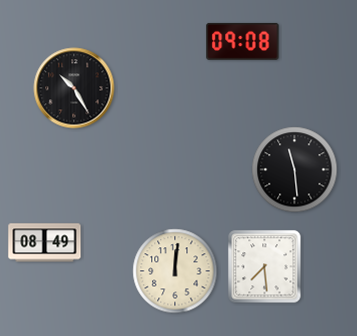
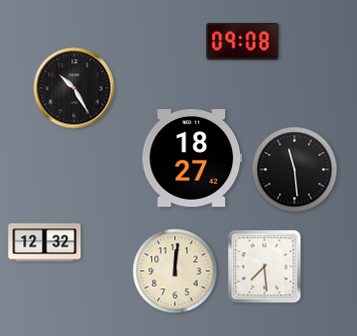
clock at (192, 159): none -> 18:27
clock at (45, 243): 08:49 -> 12:32
